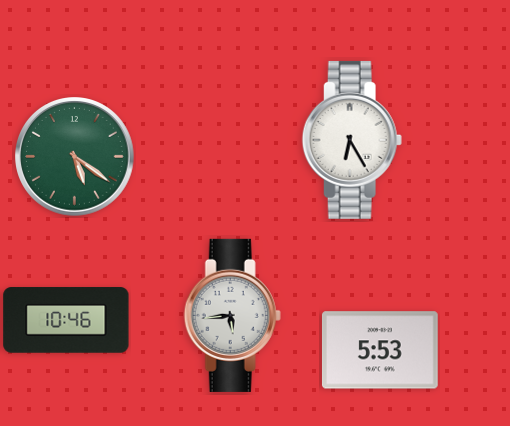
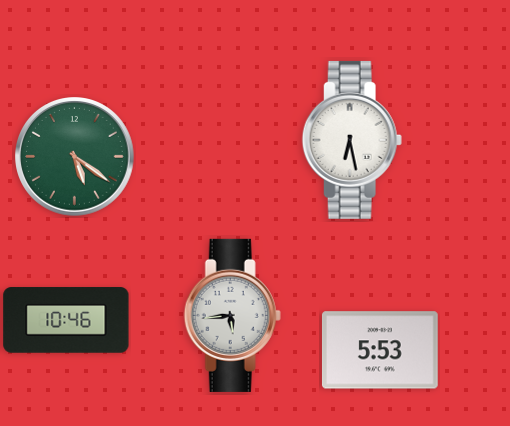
clock at (352, 140): 6:25 -> 6:28
